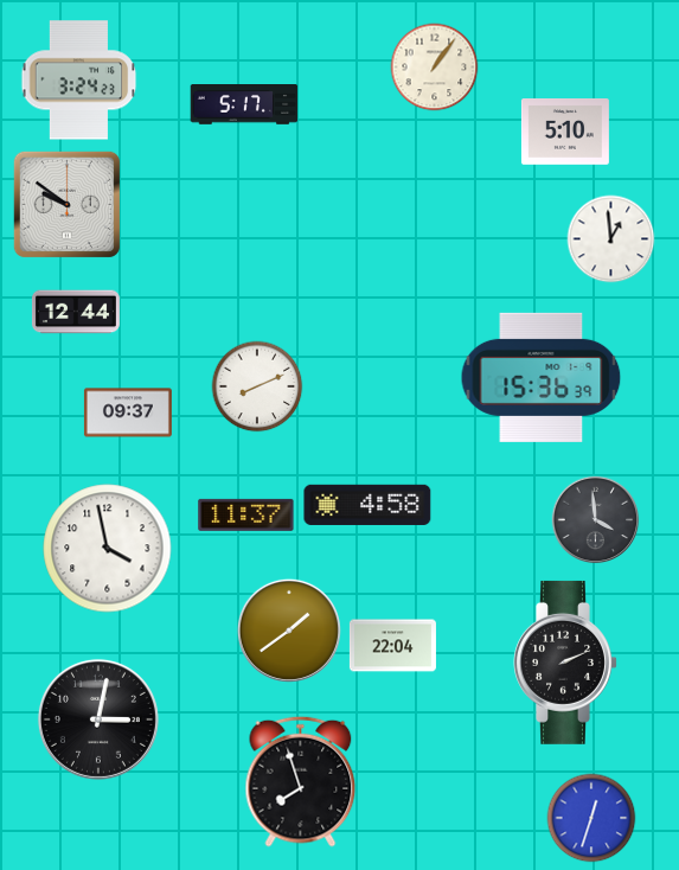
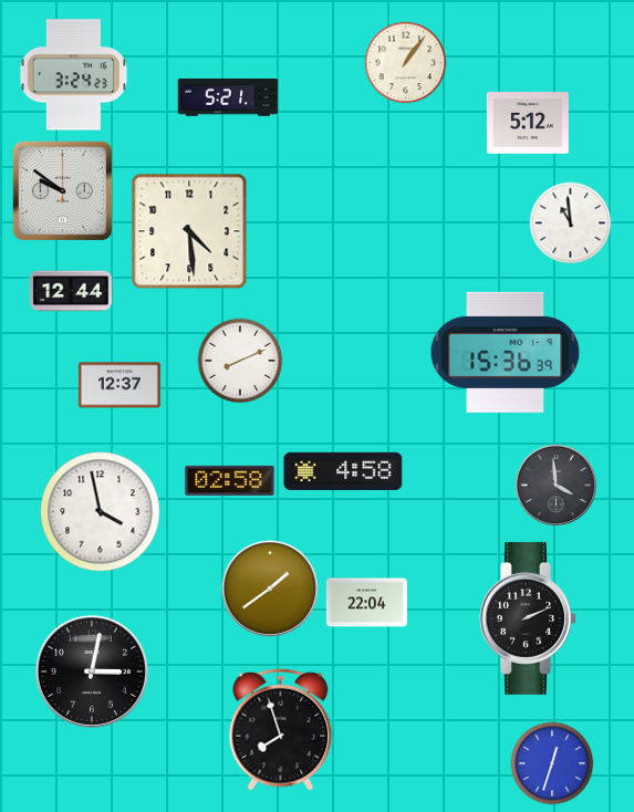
clock at (244, 105): 5:17 -> 5:21
clock at (565, 133): 5:10 -> 5:12
clock at (611, 239): 12:59 -> 10:59
clock at (189, 231): none -> 4:29
clock at (128, 412): 09:37 -> 12:37
clock at (246, 514): 11:37 -> 02:58
